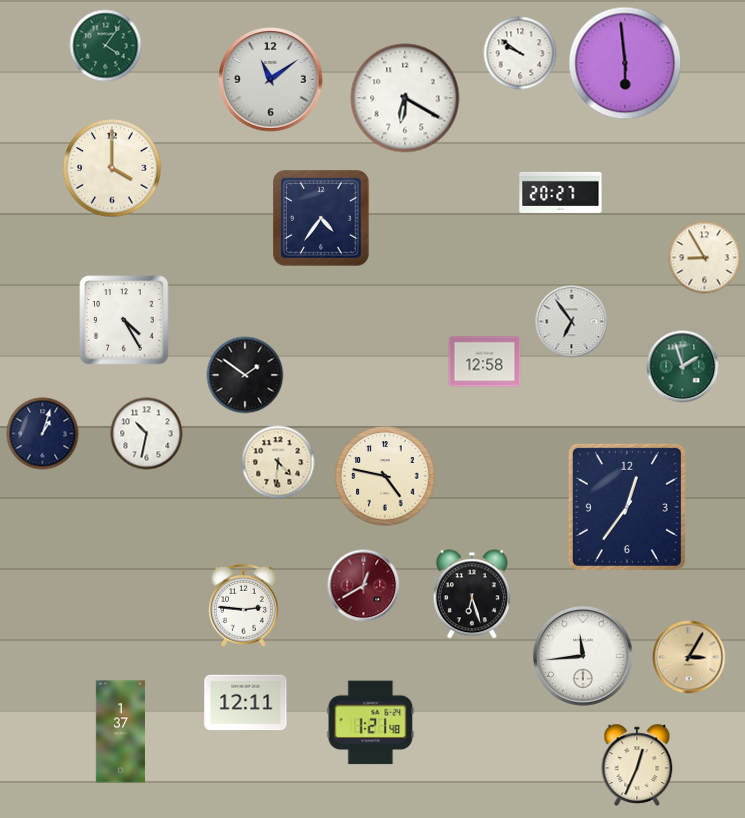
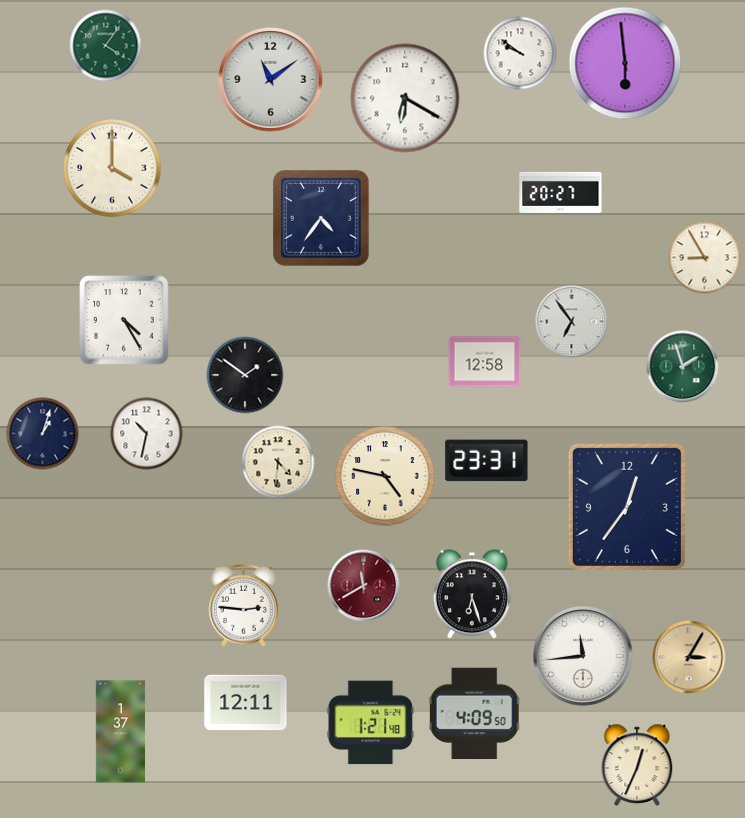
clock at (487, 461): none -> 23:31
clock at (364, 586): 12:40 -> 11:40
clock at (475, 713): none -> 4:09
